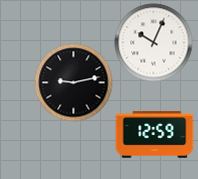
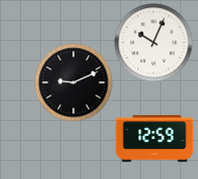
clock at (73, 82): 9:13 -> 9:11
clock at (154, 135) position: (154, 135) -> (154, 139)
